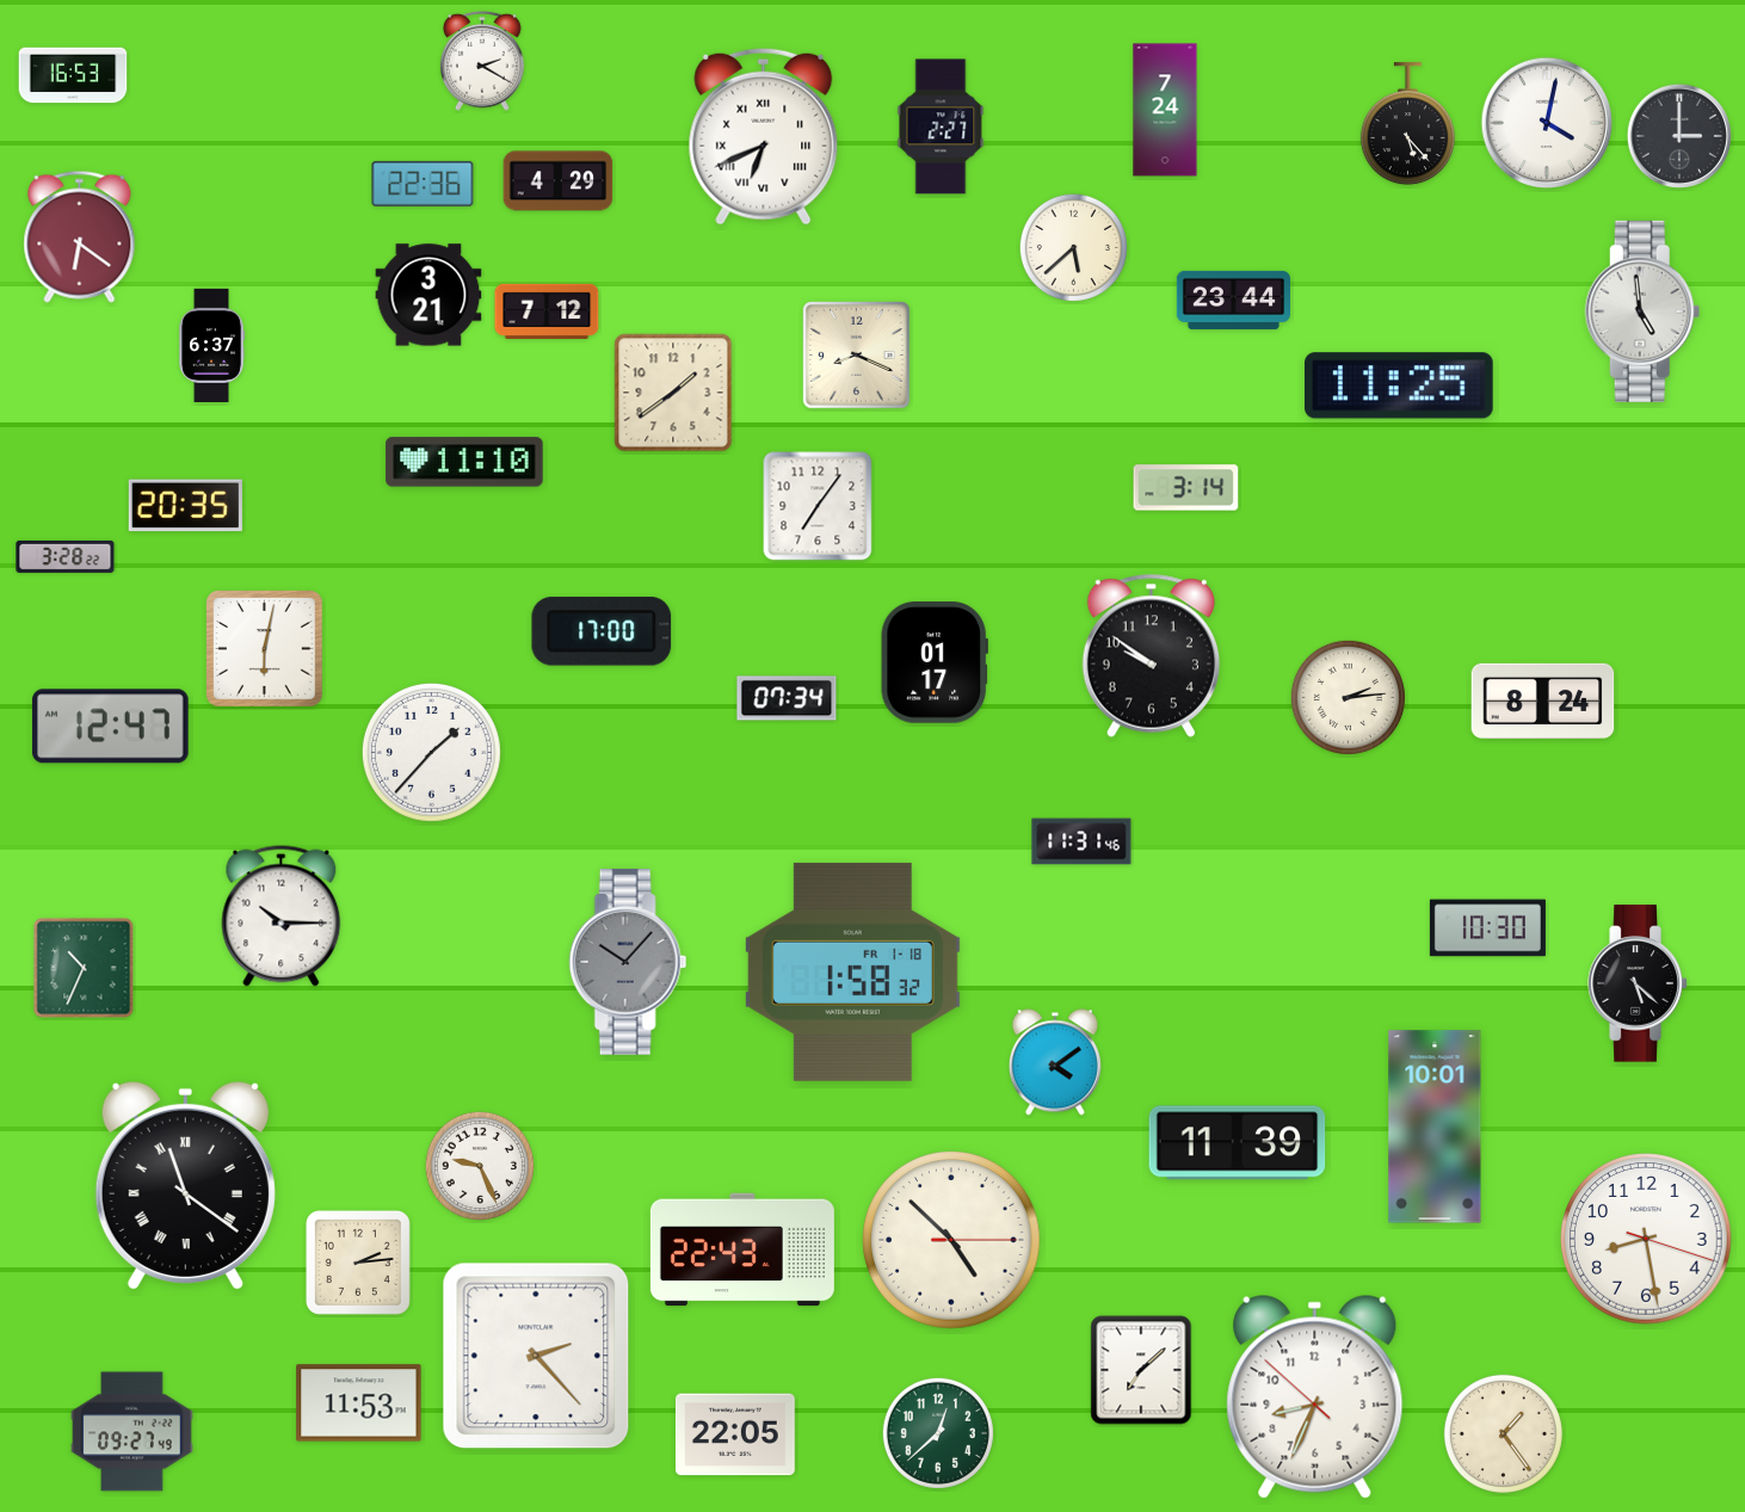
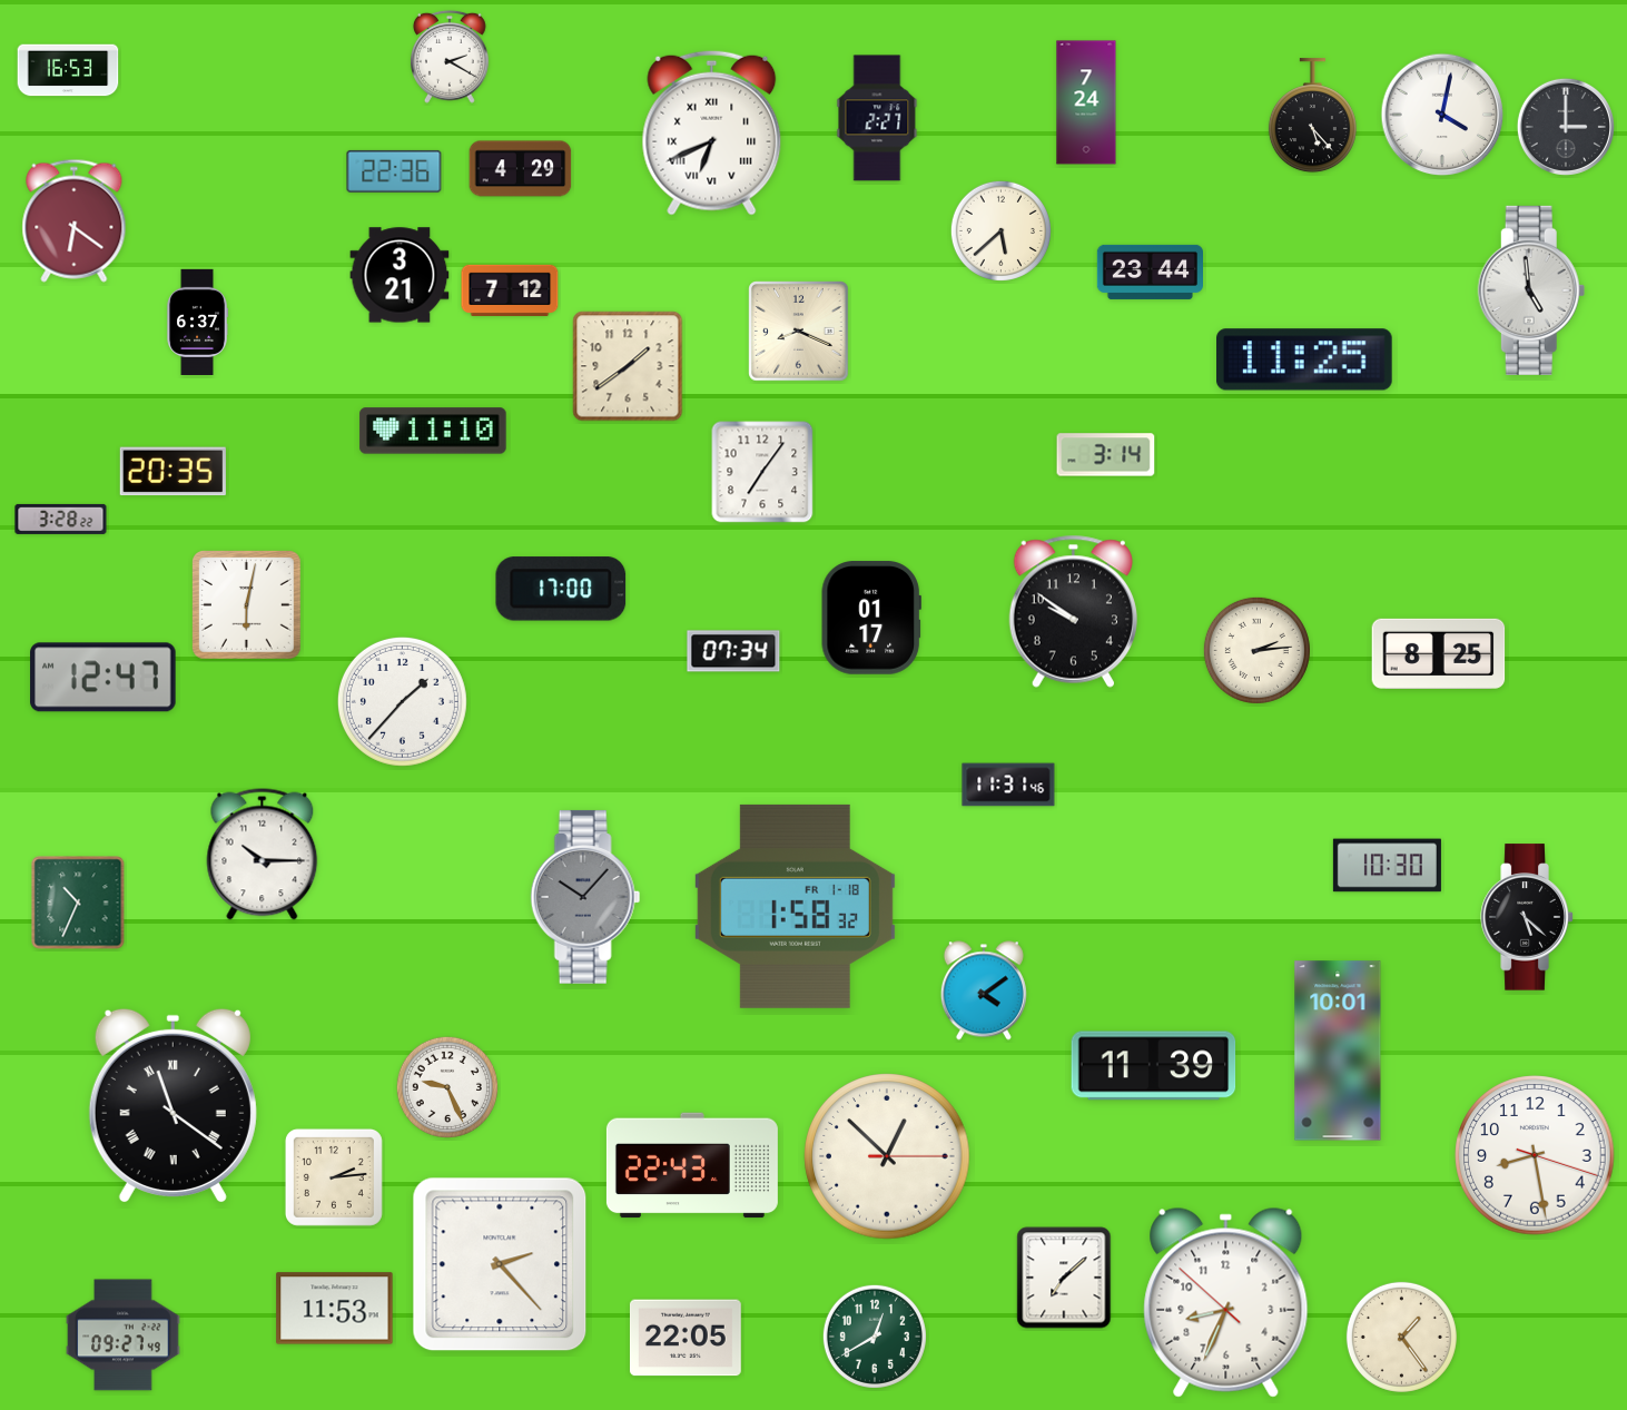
clock at (764, 136) position: (764, 136) -> (712, 132)
clock at (1233, 300) position: (1233, 300) -> (1150, 272)
clock at (1543, 701): 8:24 -> 8:25
clock at (951, 1240): 4:52 -> 12:52
clock at (938, 1433): 12:38 -> 12:40
